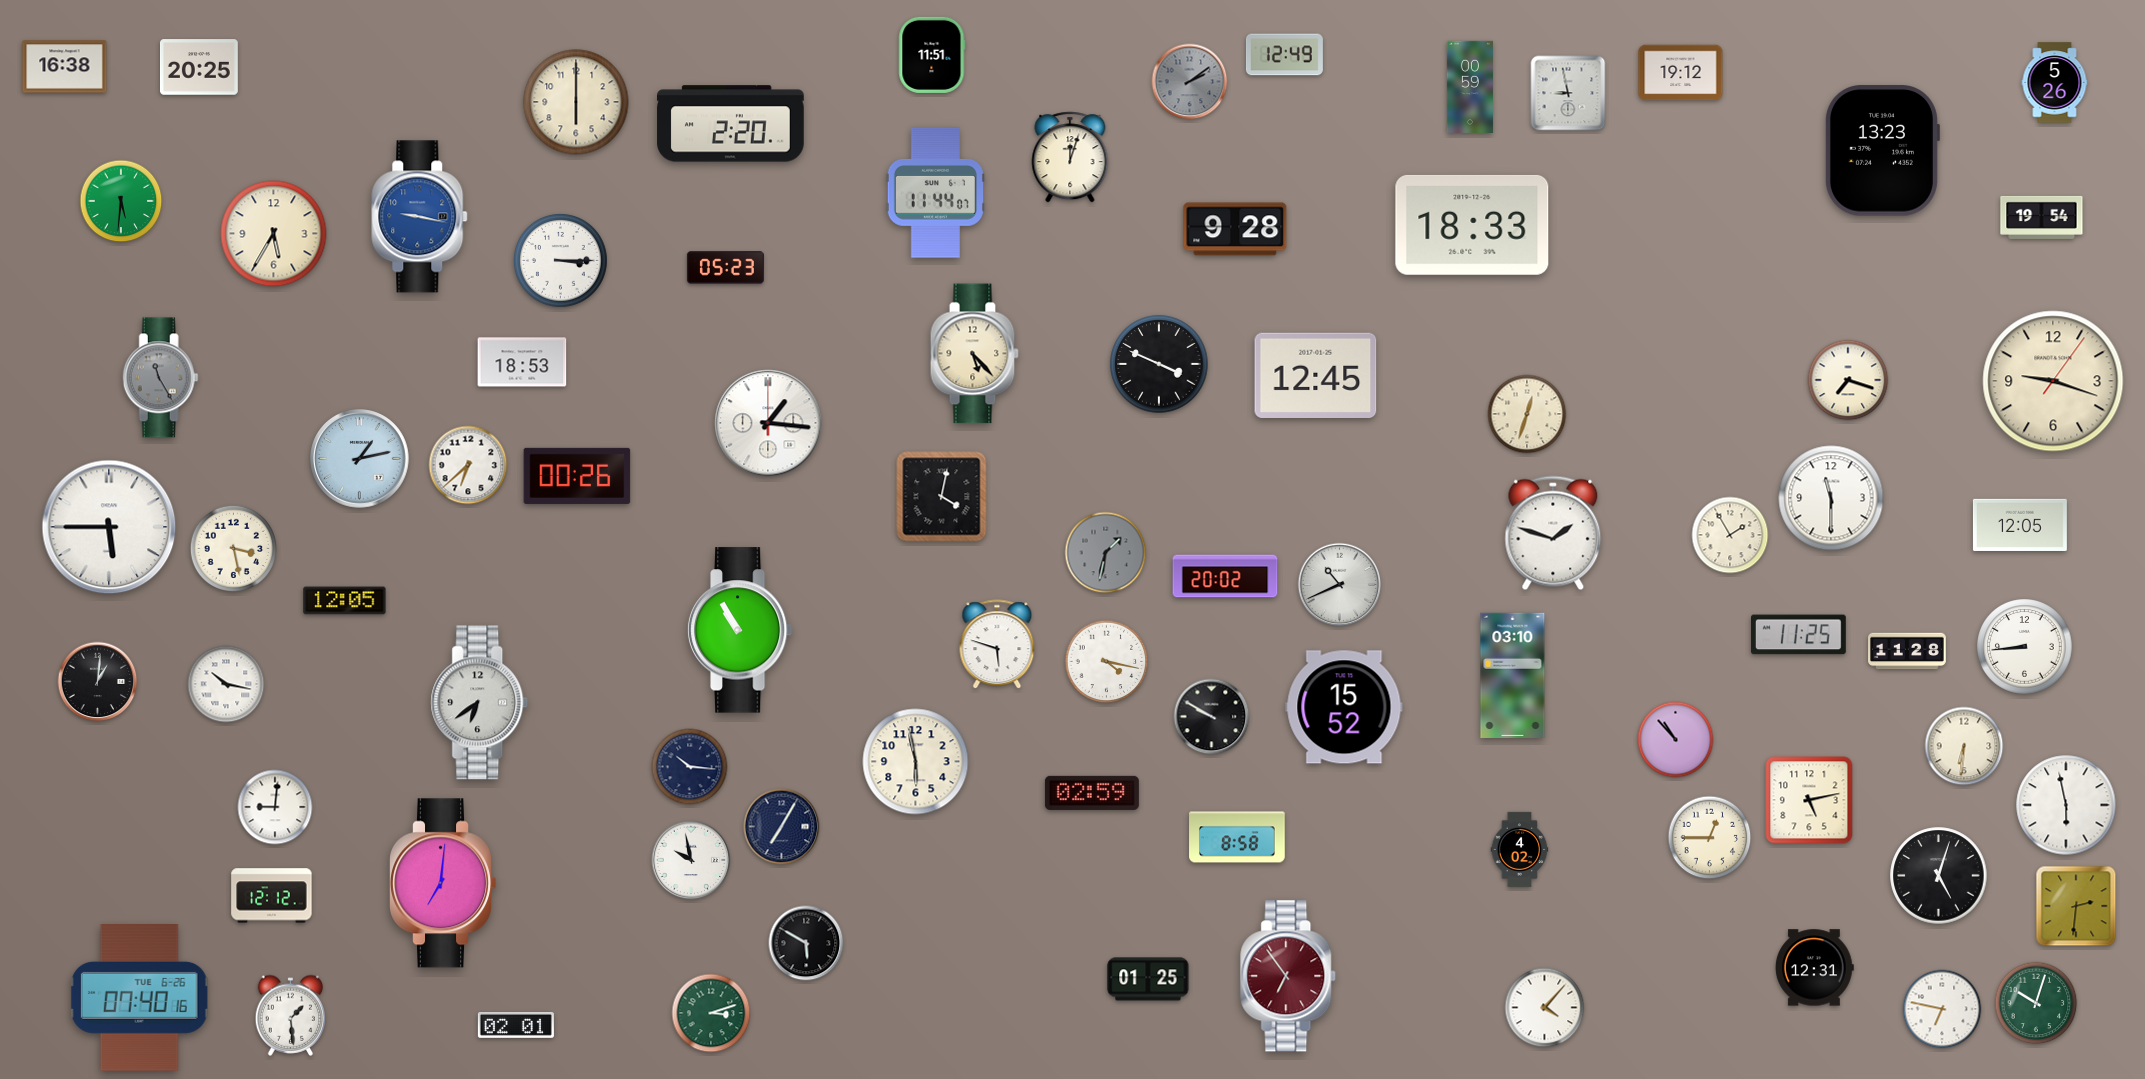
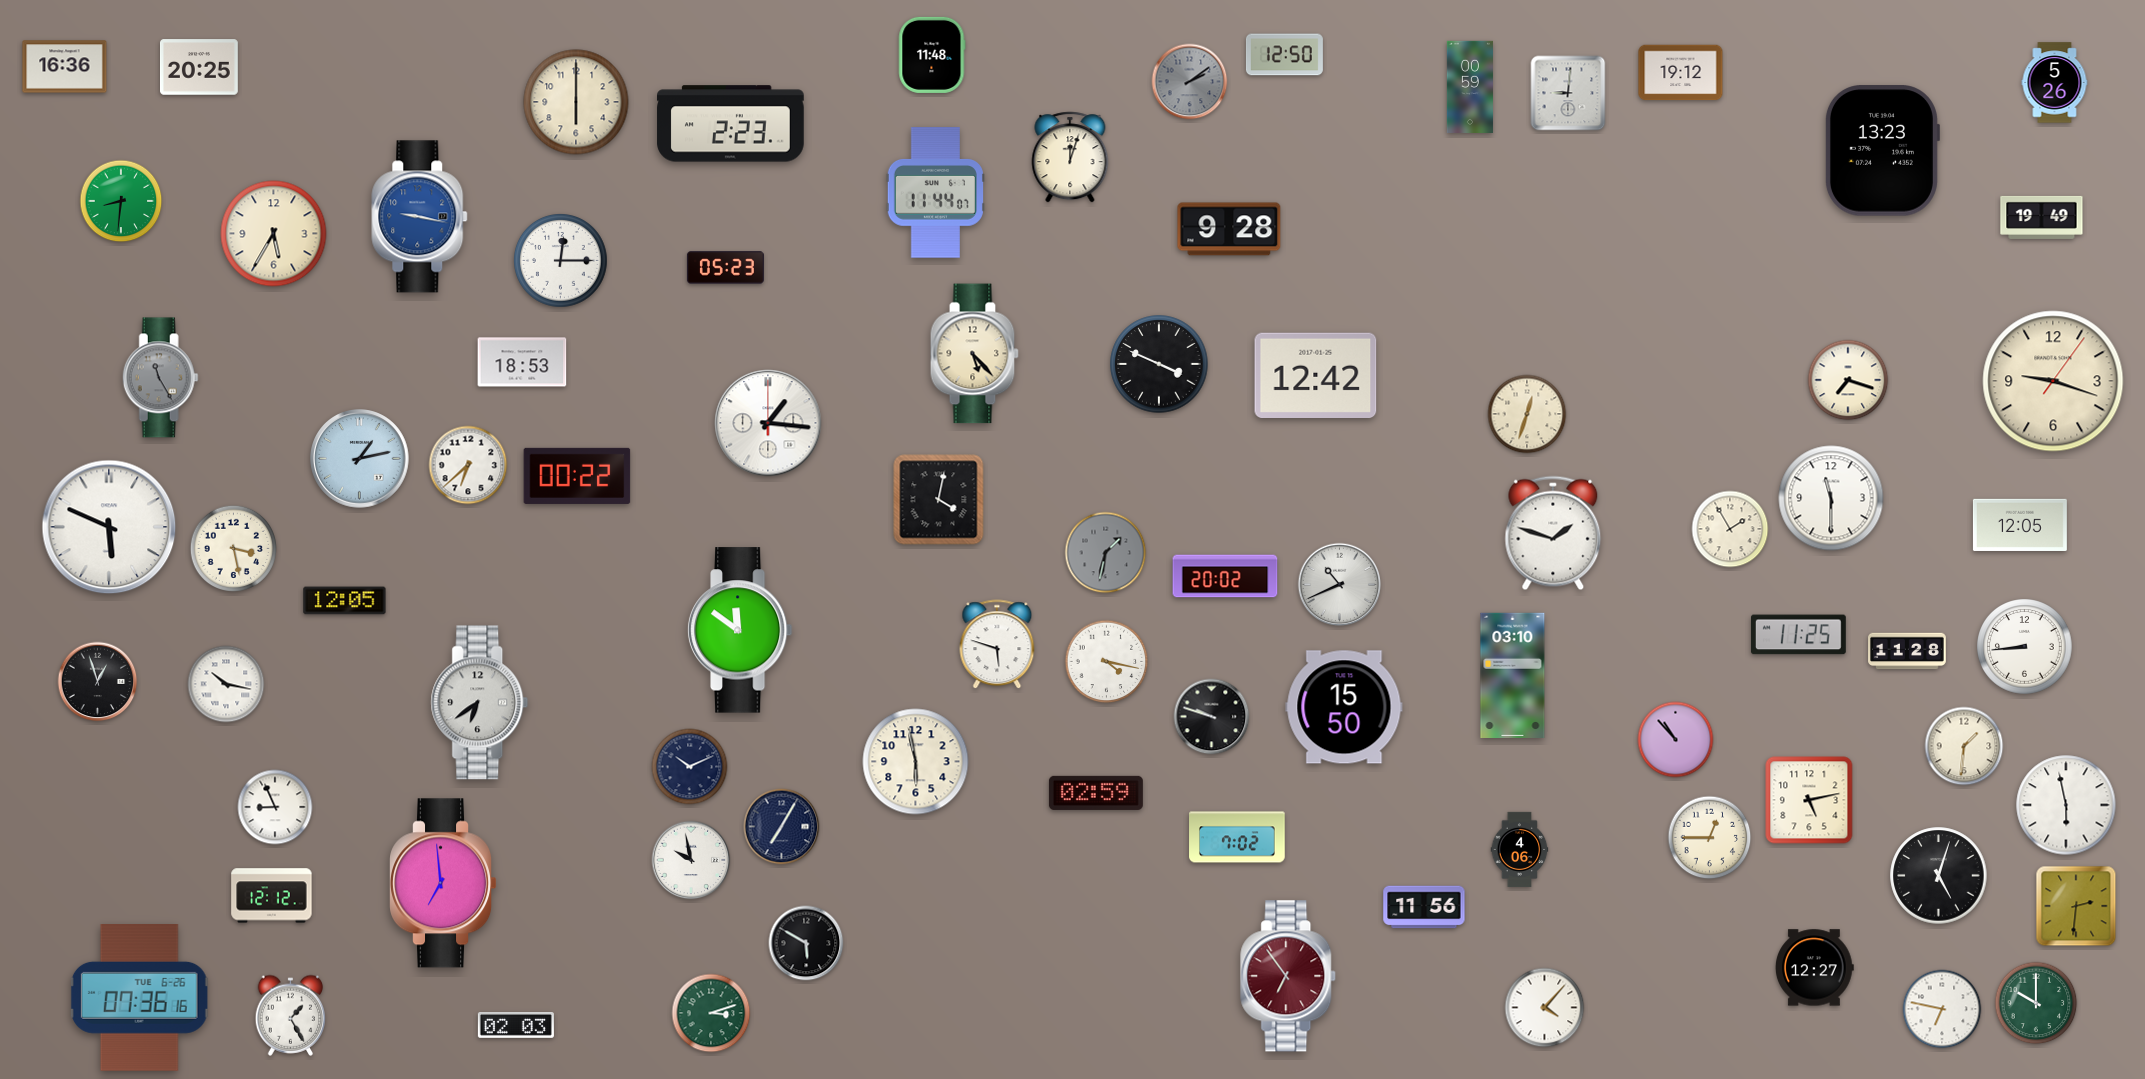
clock at (932, 55): 11:51 -> 11:48
clock at (1284, 55): 12:49 -> 12:50
clock at (65, 67): 16:38 -> 16:36
clock at (1568, 93): 8:58 -> 9:01
clock at (731, 124): 2:20 -> 2:23
clock at (121, 201): 5:31 -> 8:31
clock at (2042, 217): 19:54 -> 19:49
clock at (1472, 225): 18:33 -> none
clock at (1235, 229) position: (1235, 229) -> (1229, 229)
clock at (561, 261): 3:15 -> 12:15
clock at (1316, 375): 12:45 -> 12:42
clock at (577, 476): 00:26 -> 00:22
clock at (942, 497) position: (942, 497) -> (939, 500)
clock at (109, 527): 5:45 -> 5:49
clock at (1730, 535) position: (1730, 535) -> (1730, 529)
clock at (740, 630): 10:55 -> 11:51
clock at (98, 682): 1:01 -> 12:57
clock at (1344, 707): 15:52 -> 15:50
clock at (1212, 717): 9:50 -> 9:48
clock at (1964, 746): 6:31 -> 1:31
clock at (690, 767): 10:16 -> 10:11
clock at (1092, 793) position: (1092, 793) -> (1096, 793)
clock at (275, 807): 9:01 -> 8:56
clock at (1237, 837): 8:58 -> 7:02
clock at (1520, 849): 4:02 -> 4:06
clock at (444, 883): 7:01 -> 6:59
clock at (1424, 907): none -> 11:56
clock at (1815, 968): 12:31 -> 12:27
clock at (1148, 979): 01:25 -> none
clock at (140, 998): 07:40 -> 07:36
clock at (2036, 1003): 10:03 -> 10:00
clock at (291, 1015): 1:29 -> 1:25
clock at (516, 1026): 02:01 -> 02:03
